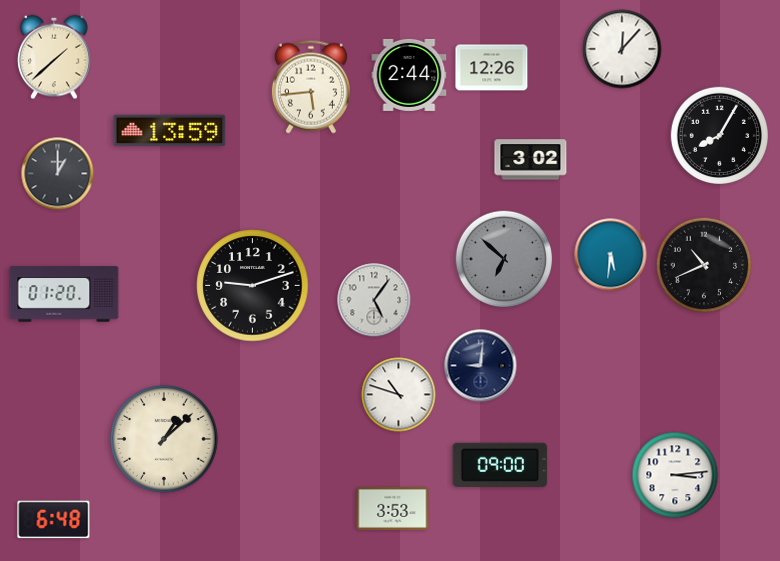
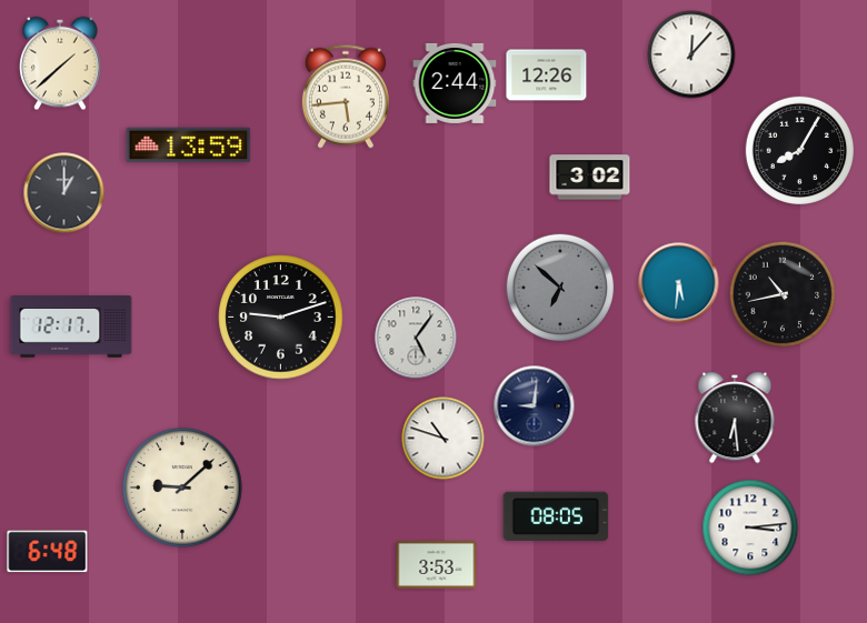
clock at (704, 265): 10:41 -> 10:43
clock at (64, 294): 01:20 -> 12:17
clock at (374, 300) position: (374, 300) -> (416, 338)
clock at (735, 418): none -> 6:29
clock at (164, 439): 1:08 -> 9:08
clock at (500, 465): 09:00 -> 08:05
clock at (54, 520) position: (54, 520) -> (48, 552)
